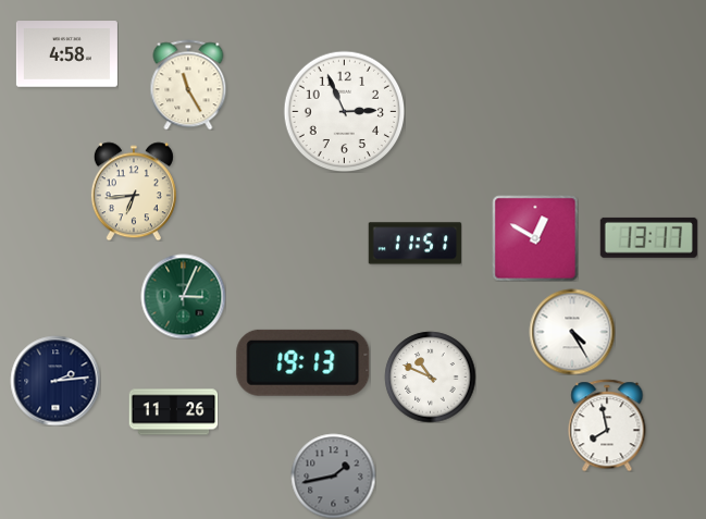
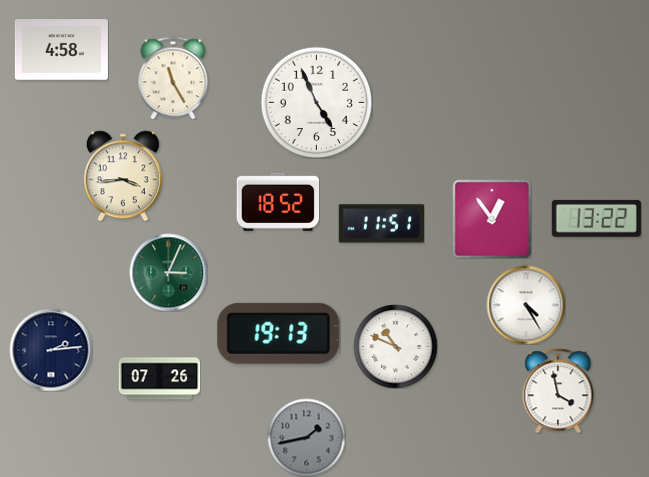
clock at (344, 111): 2:56 -> 4:56
clock at (134, 191): 6:44 -> 3:44
clock at (278, 202): none -> 18:52
clock at (648, 237): 13:17 -> 13:22
clock at (535, 238): 12:50 -> 12:54
clock at (173, 412): 11:26 -> 07:26
clock at (607, 425): 7:58 -> 3:58
